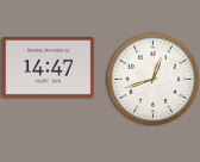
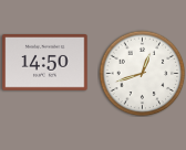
clock at (49, 68): 14:47 -> 14:50
